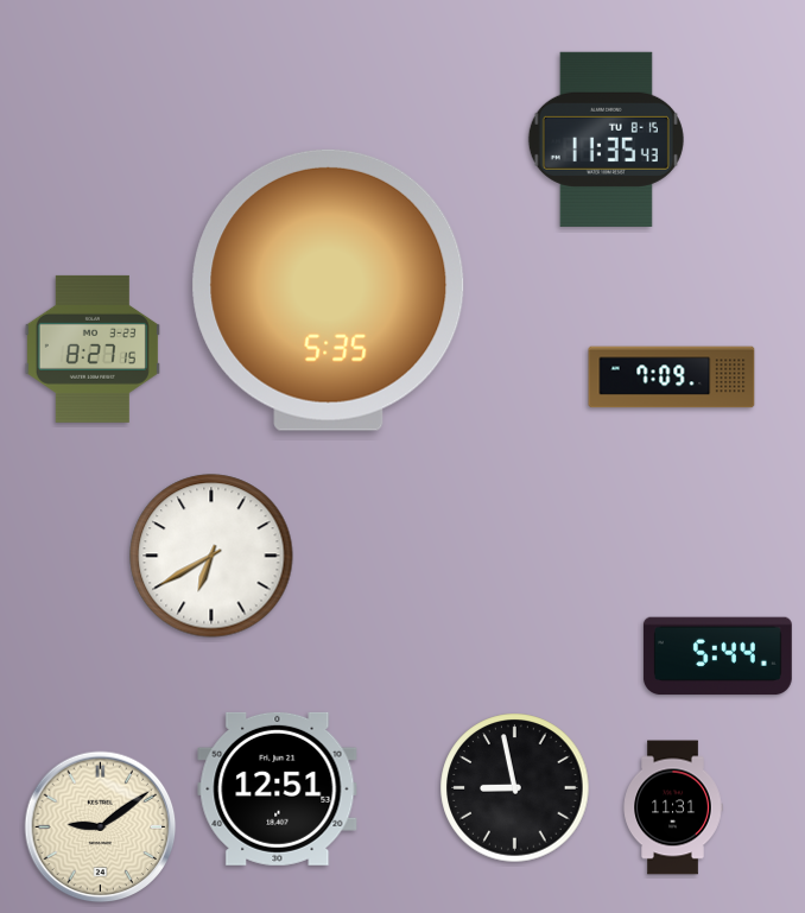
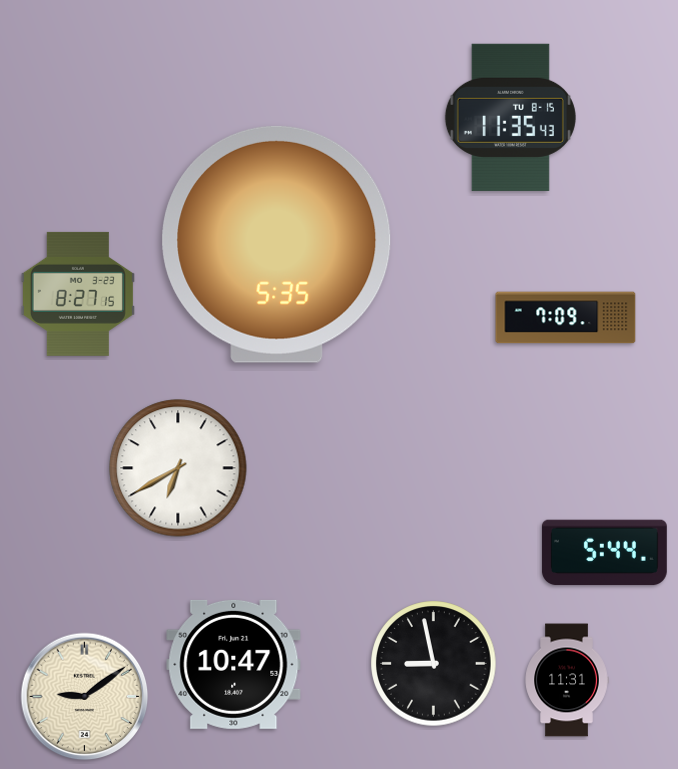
clock at (278, 788): 12:51 -> 10:47
